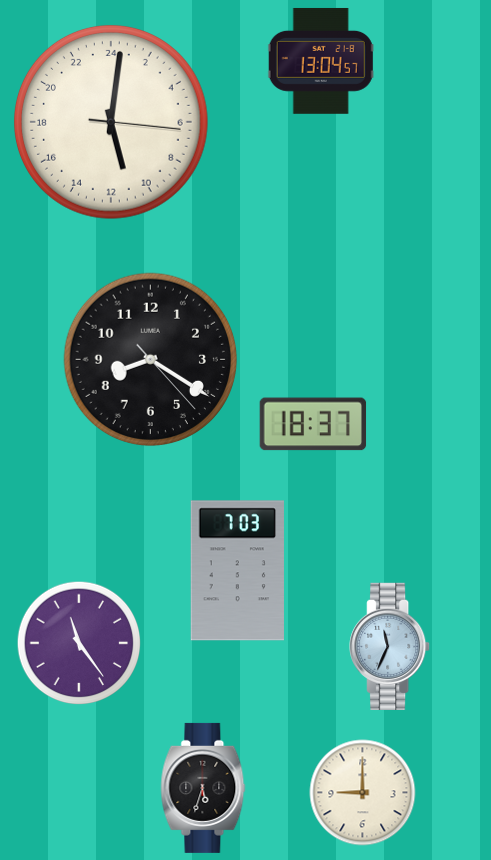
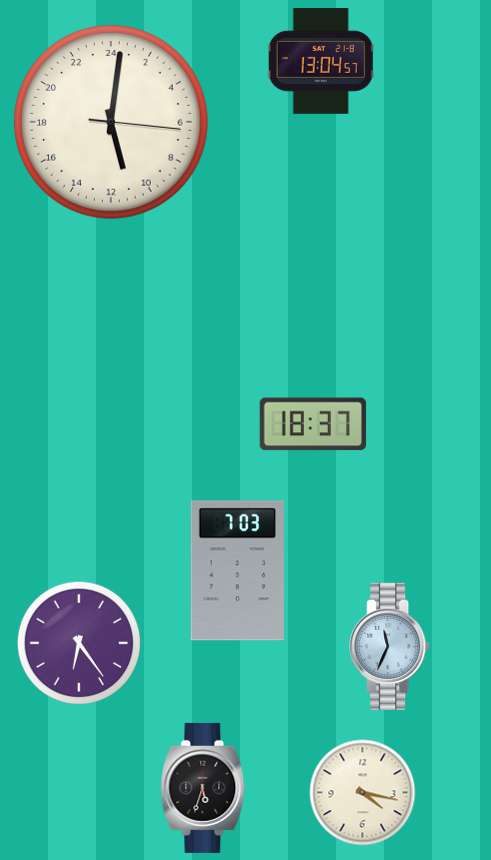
clock at (151, 360): 8:20 -> none
clock at (79, 643): 11:24 -> 6:24
clock at (363, 793): 9:00 -> 4:17
